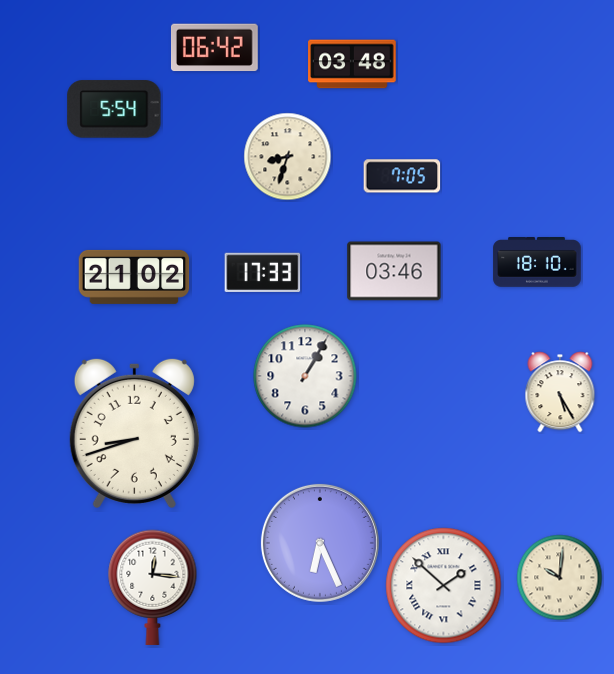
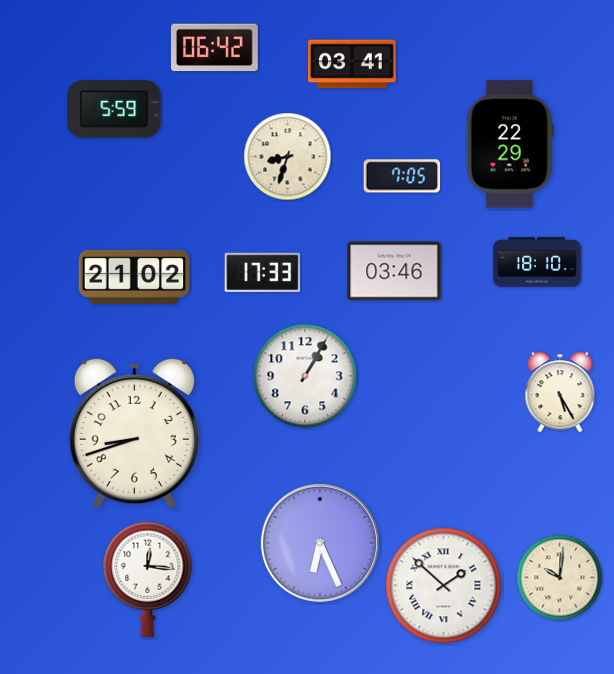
clock at (352, 64): 03:48 -> 03:41
clock at (114, 109): 5:54 -> 5:59
clock at (510, 144): none -> 22:29
clock at (153, 587) position: (153, 587) -> (148, 579)
